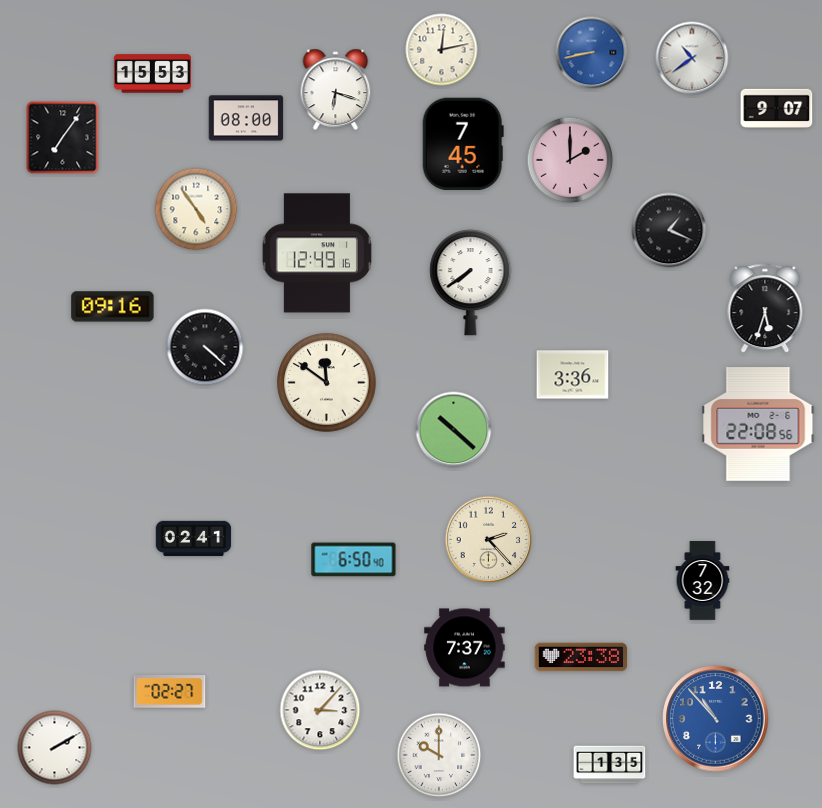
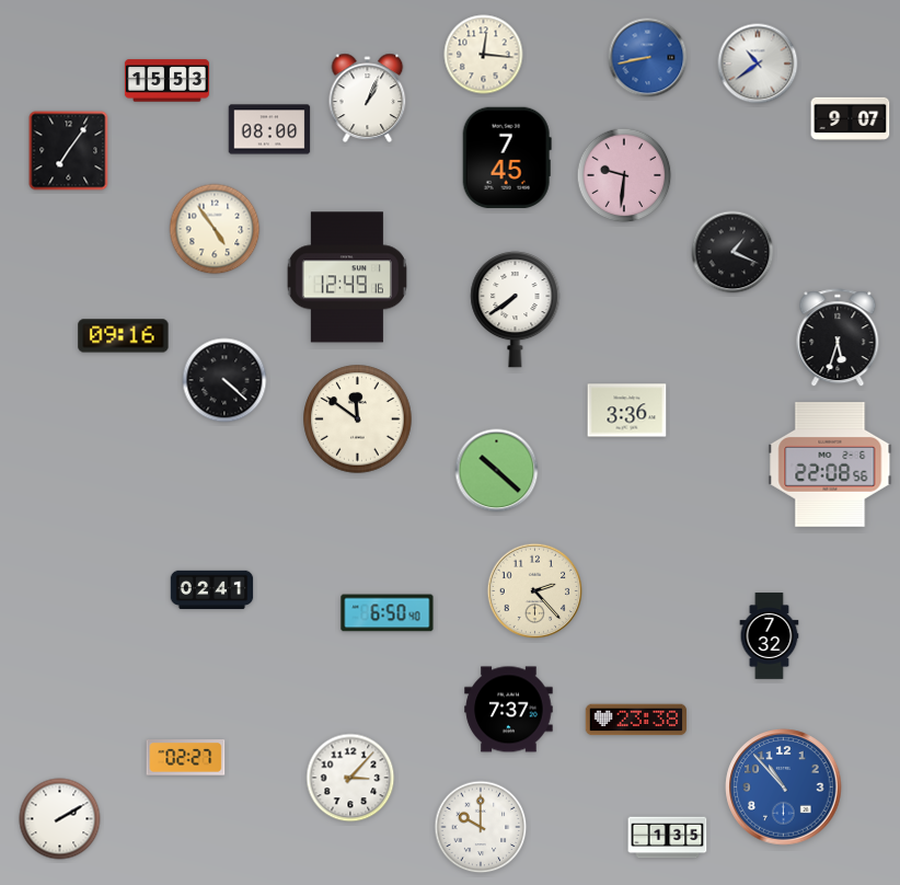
clock at (442, 50): 12:13 -> 12:16
clock at (336, 89): 6:18 -> 1:04
clock at (570, 160): 2:00 -> 9:31
